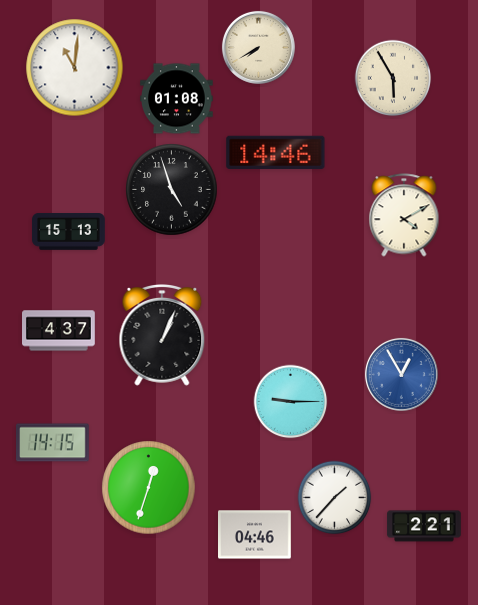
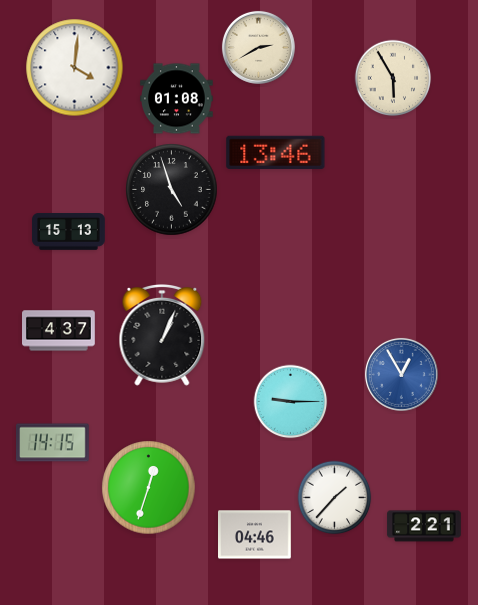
clock at (258, 47): 7:40 -> 2:40
clock at (75, 68): 11:01 -> 4:01
clock at (276, 152): 14:46 -> 13:46
clock at (404, 215): 4:10 -> none
